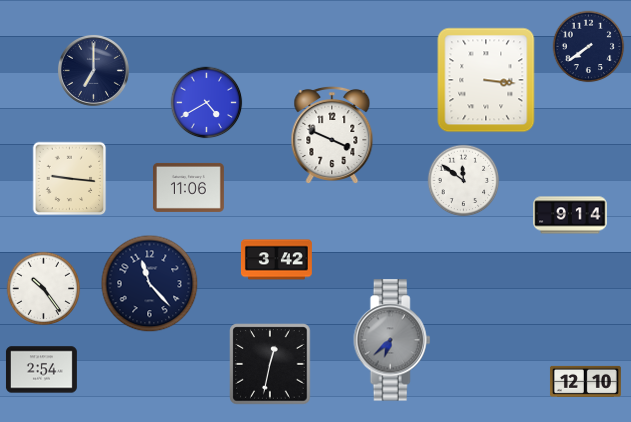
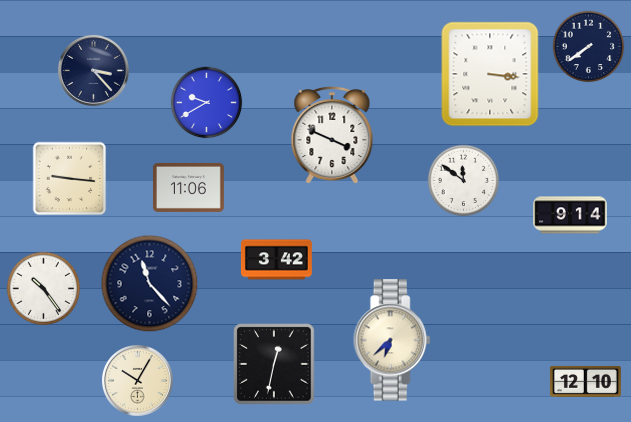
clock at (93, 70): 7:00 -> 3:23
clock at (486, 80) position: (486, 80) -> (490, 74)
clock at (207, 103): 4:40 -> 9:40
clock at (392, 340) dial: grey -> cream
clock at (270, 364) position: (270, 364) -> (274, 364)
clock at (41, 370): 2:54 -> none
clock at (137, 380): none -> 10:05
